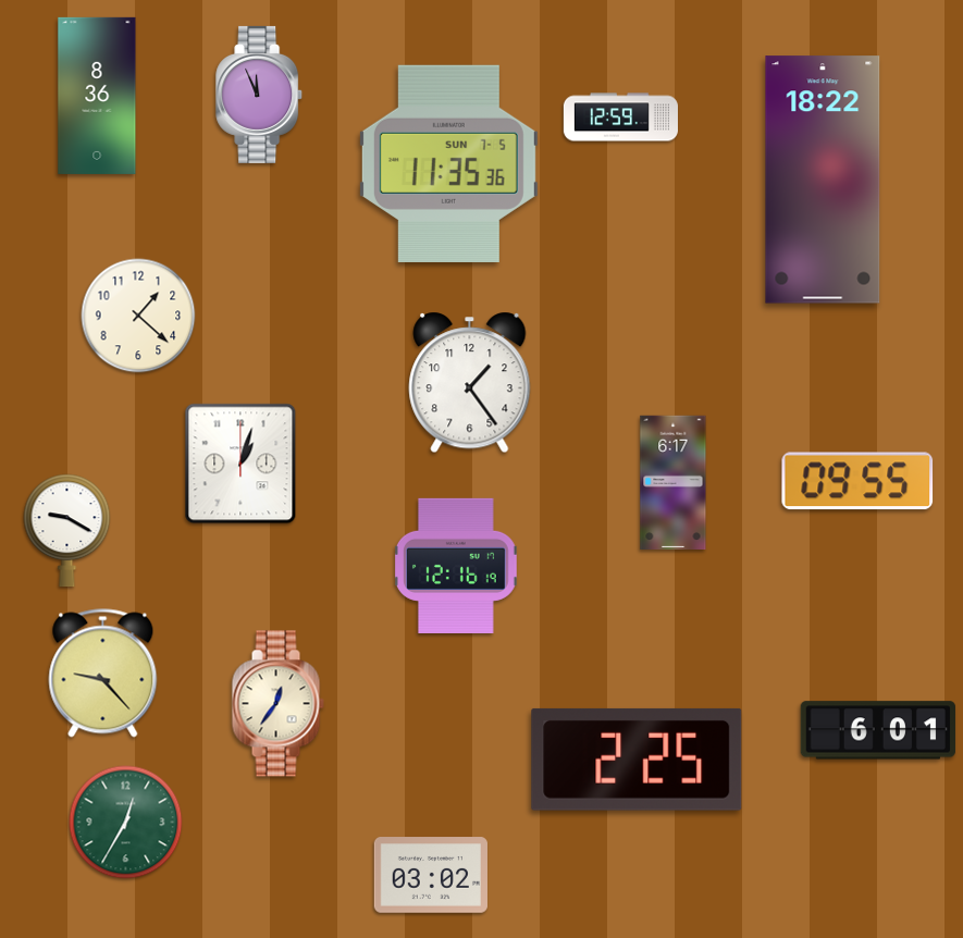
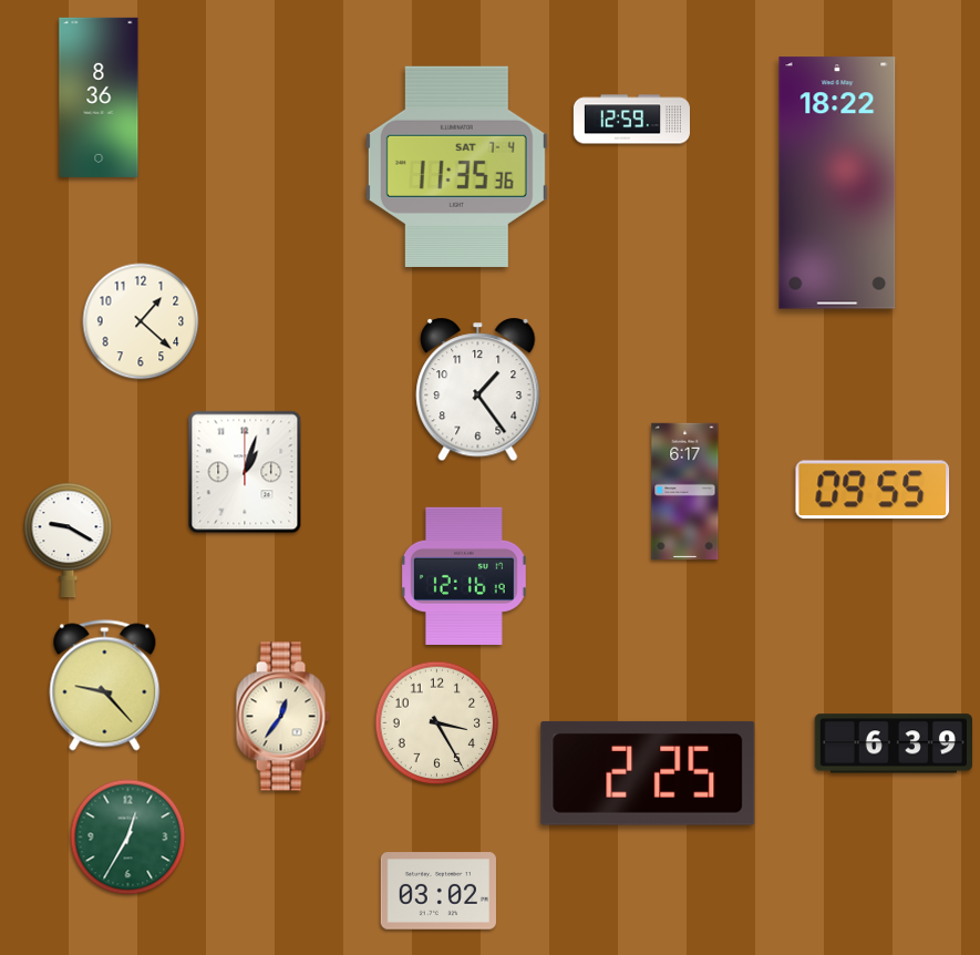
clock at (260, 95): 11:56 -> none
clock at (448, 163) date: SUN 7-5 -> SAT 7-4
clock at (437, 723): none -> 3:25
clock at (878, 730): 6:01 -> 6:39
